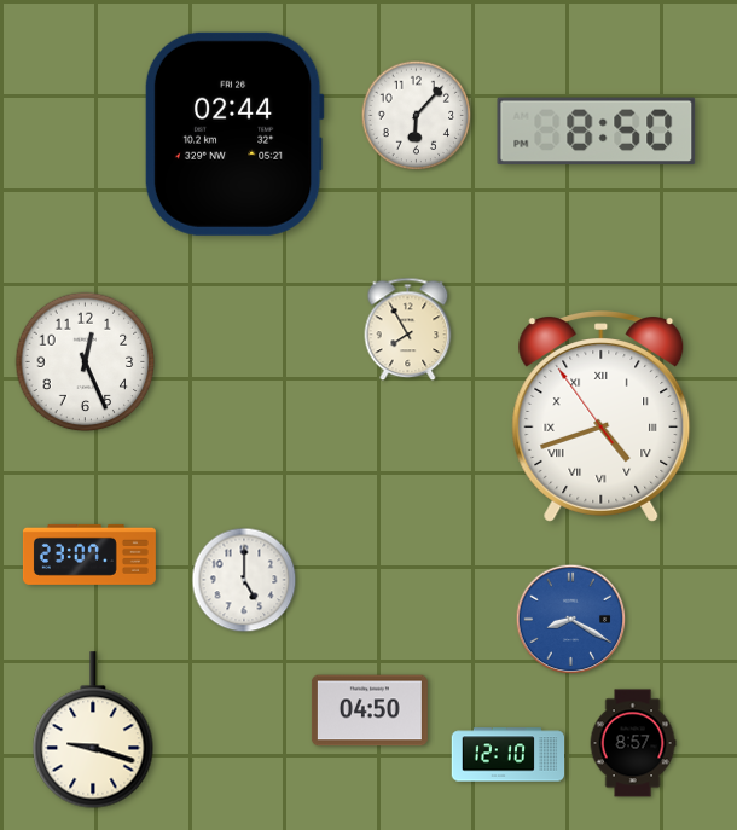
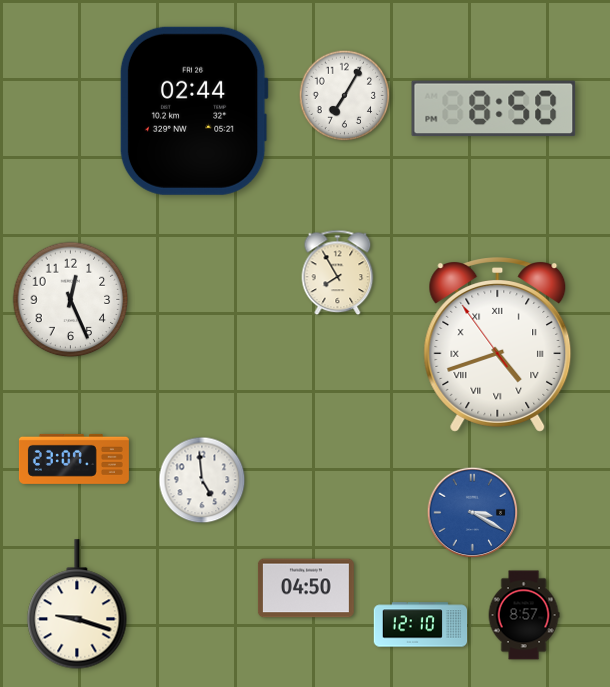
clock at (417, 116): 6:07 -> 7:05
clock at (244, 580): 5:00 -> 4:59
clock at (571, 620): 8:20 -> 3:20
